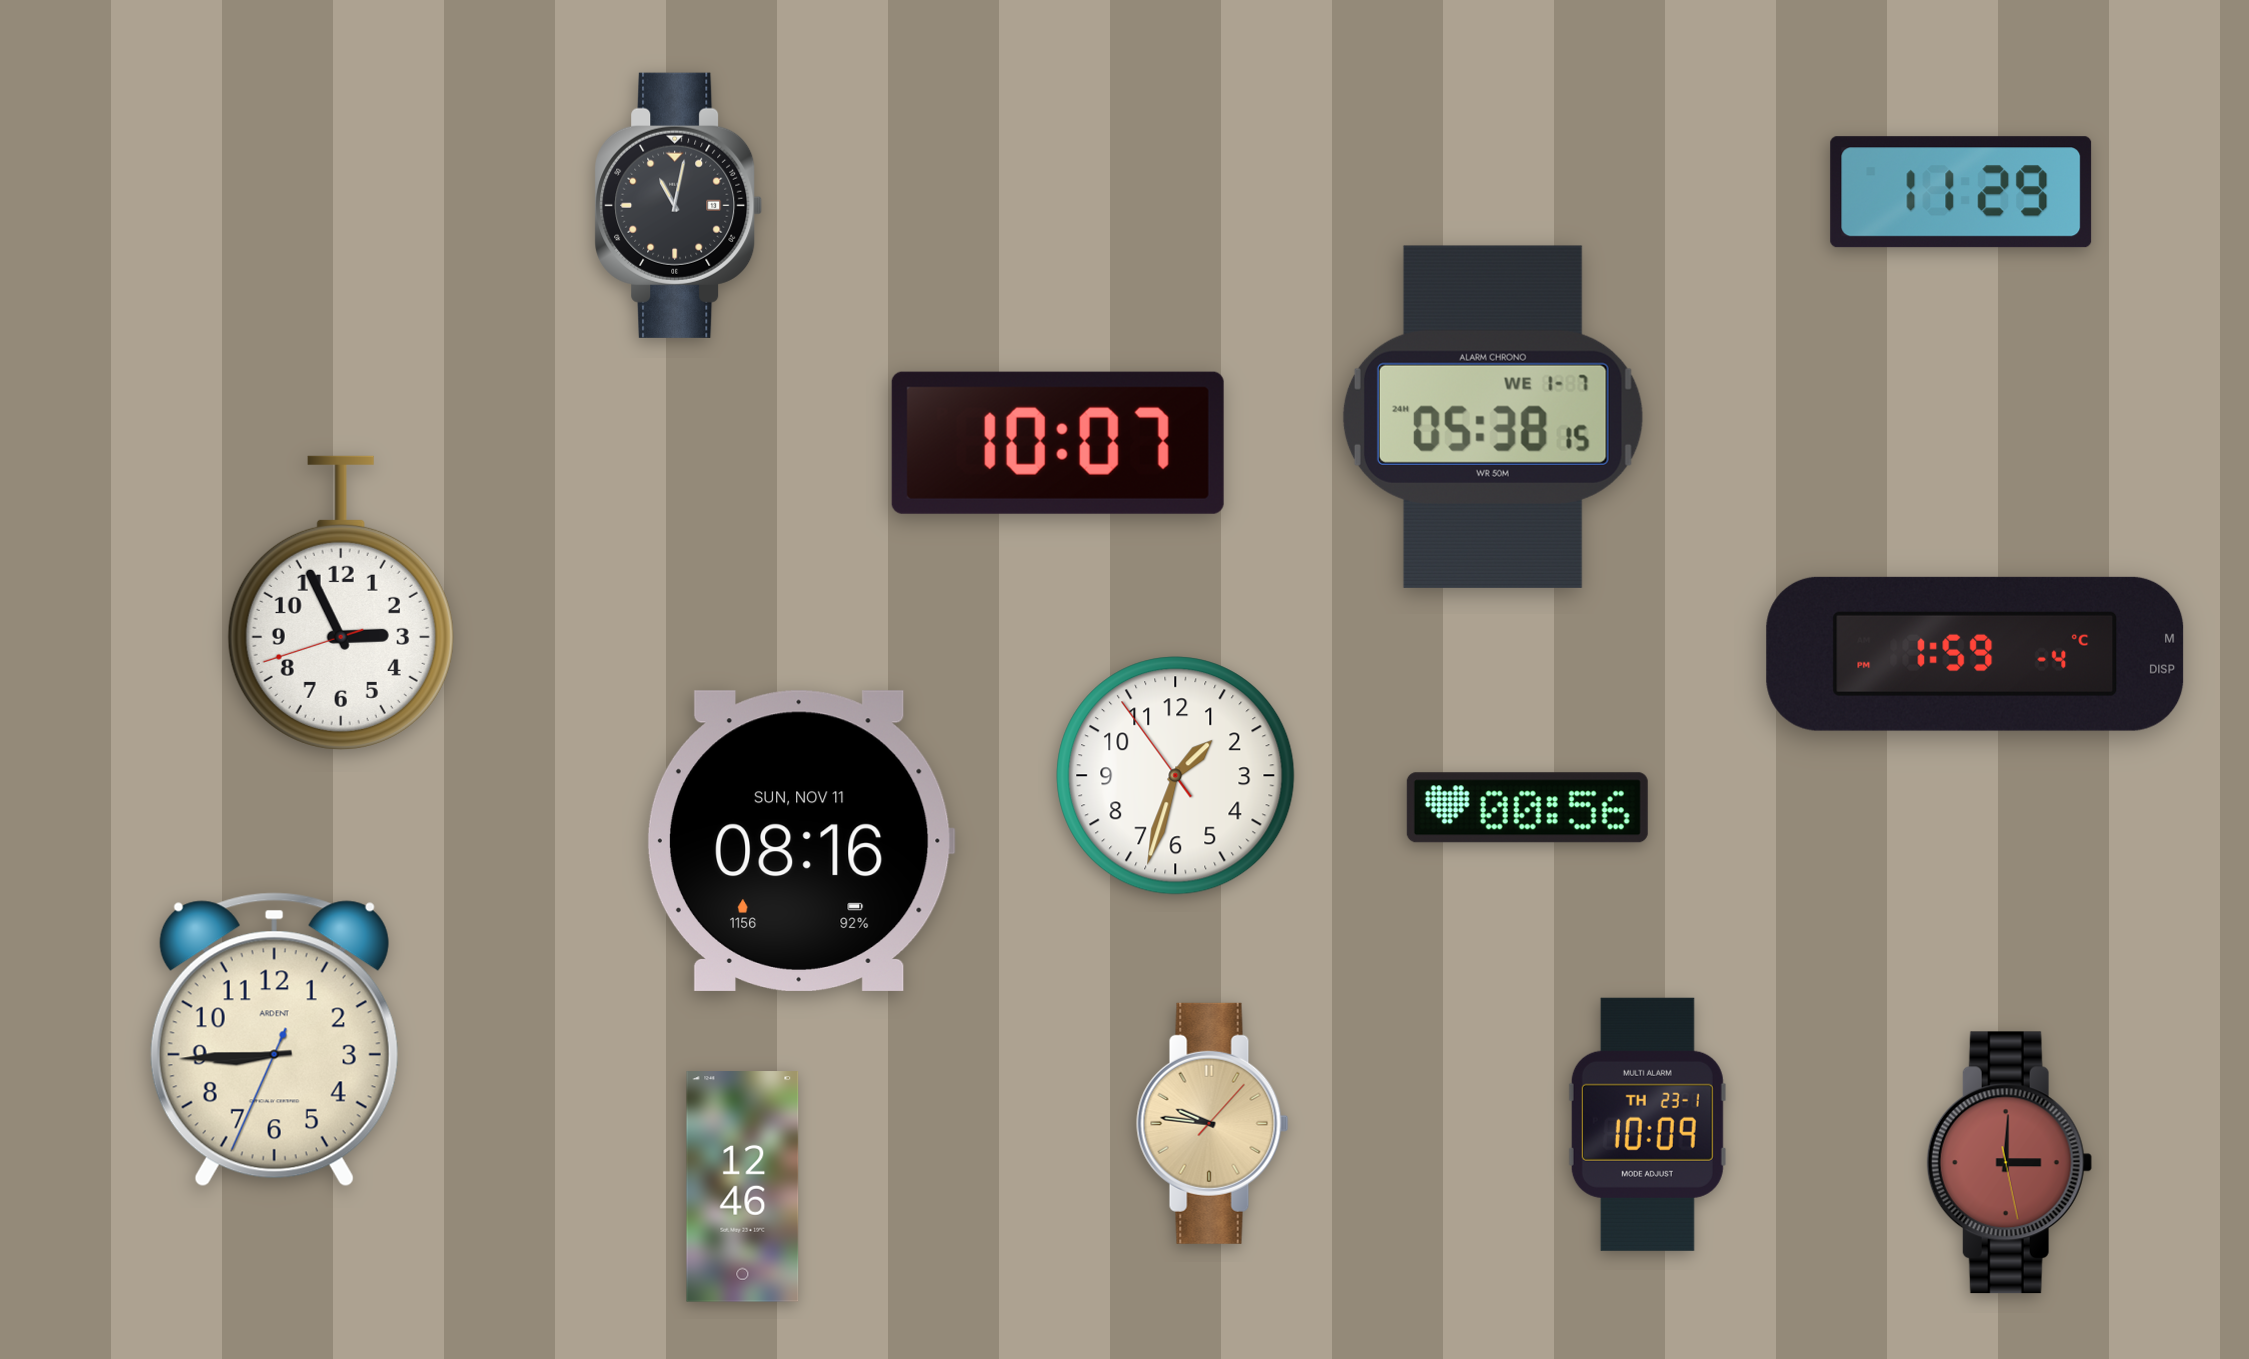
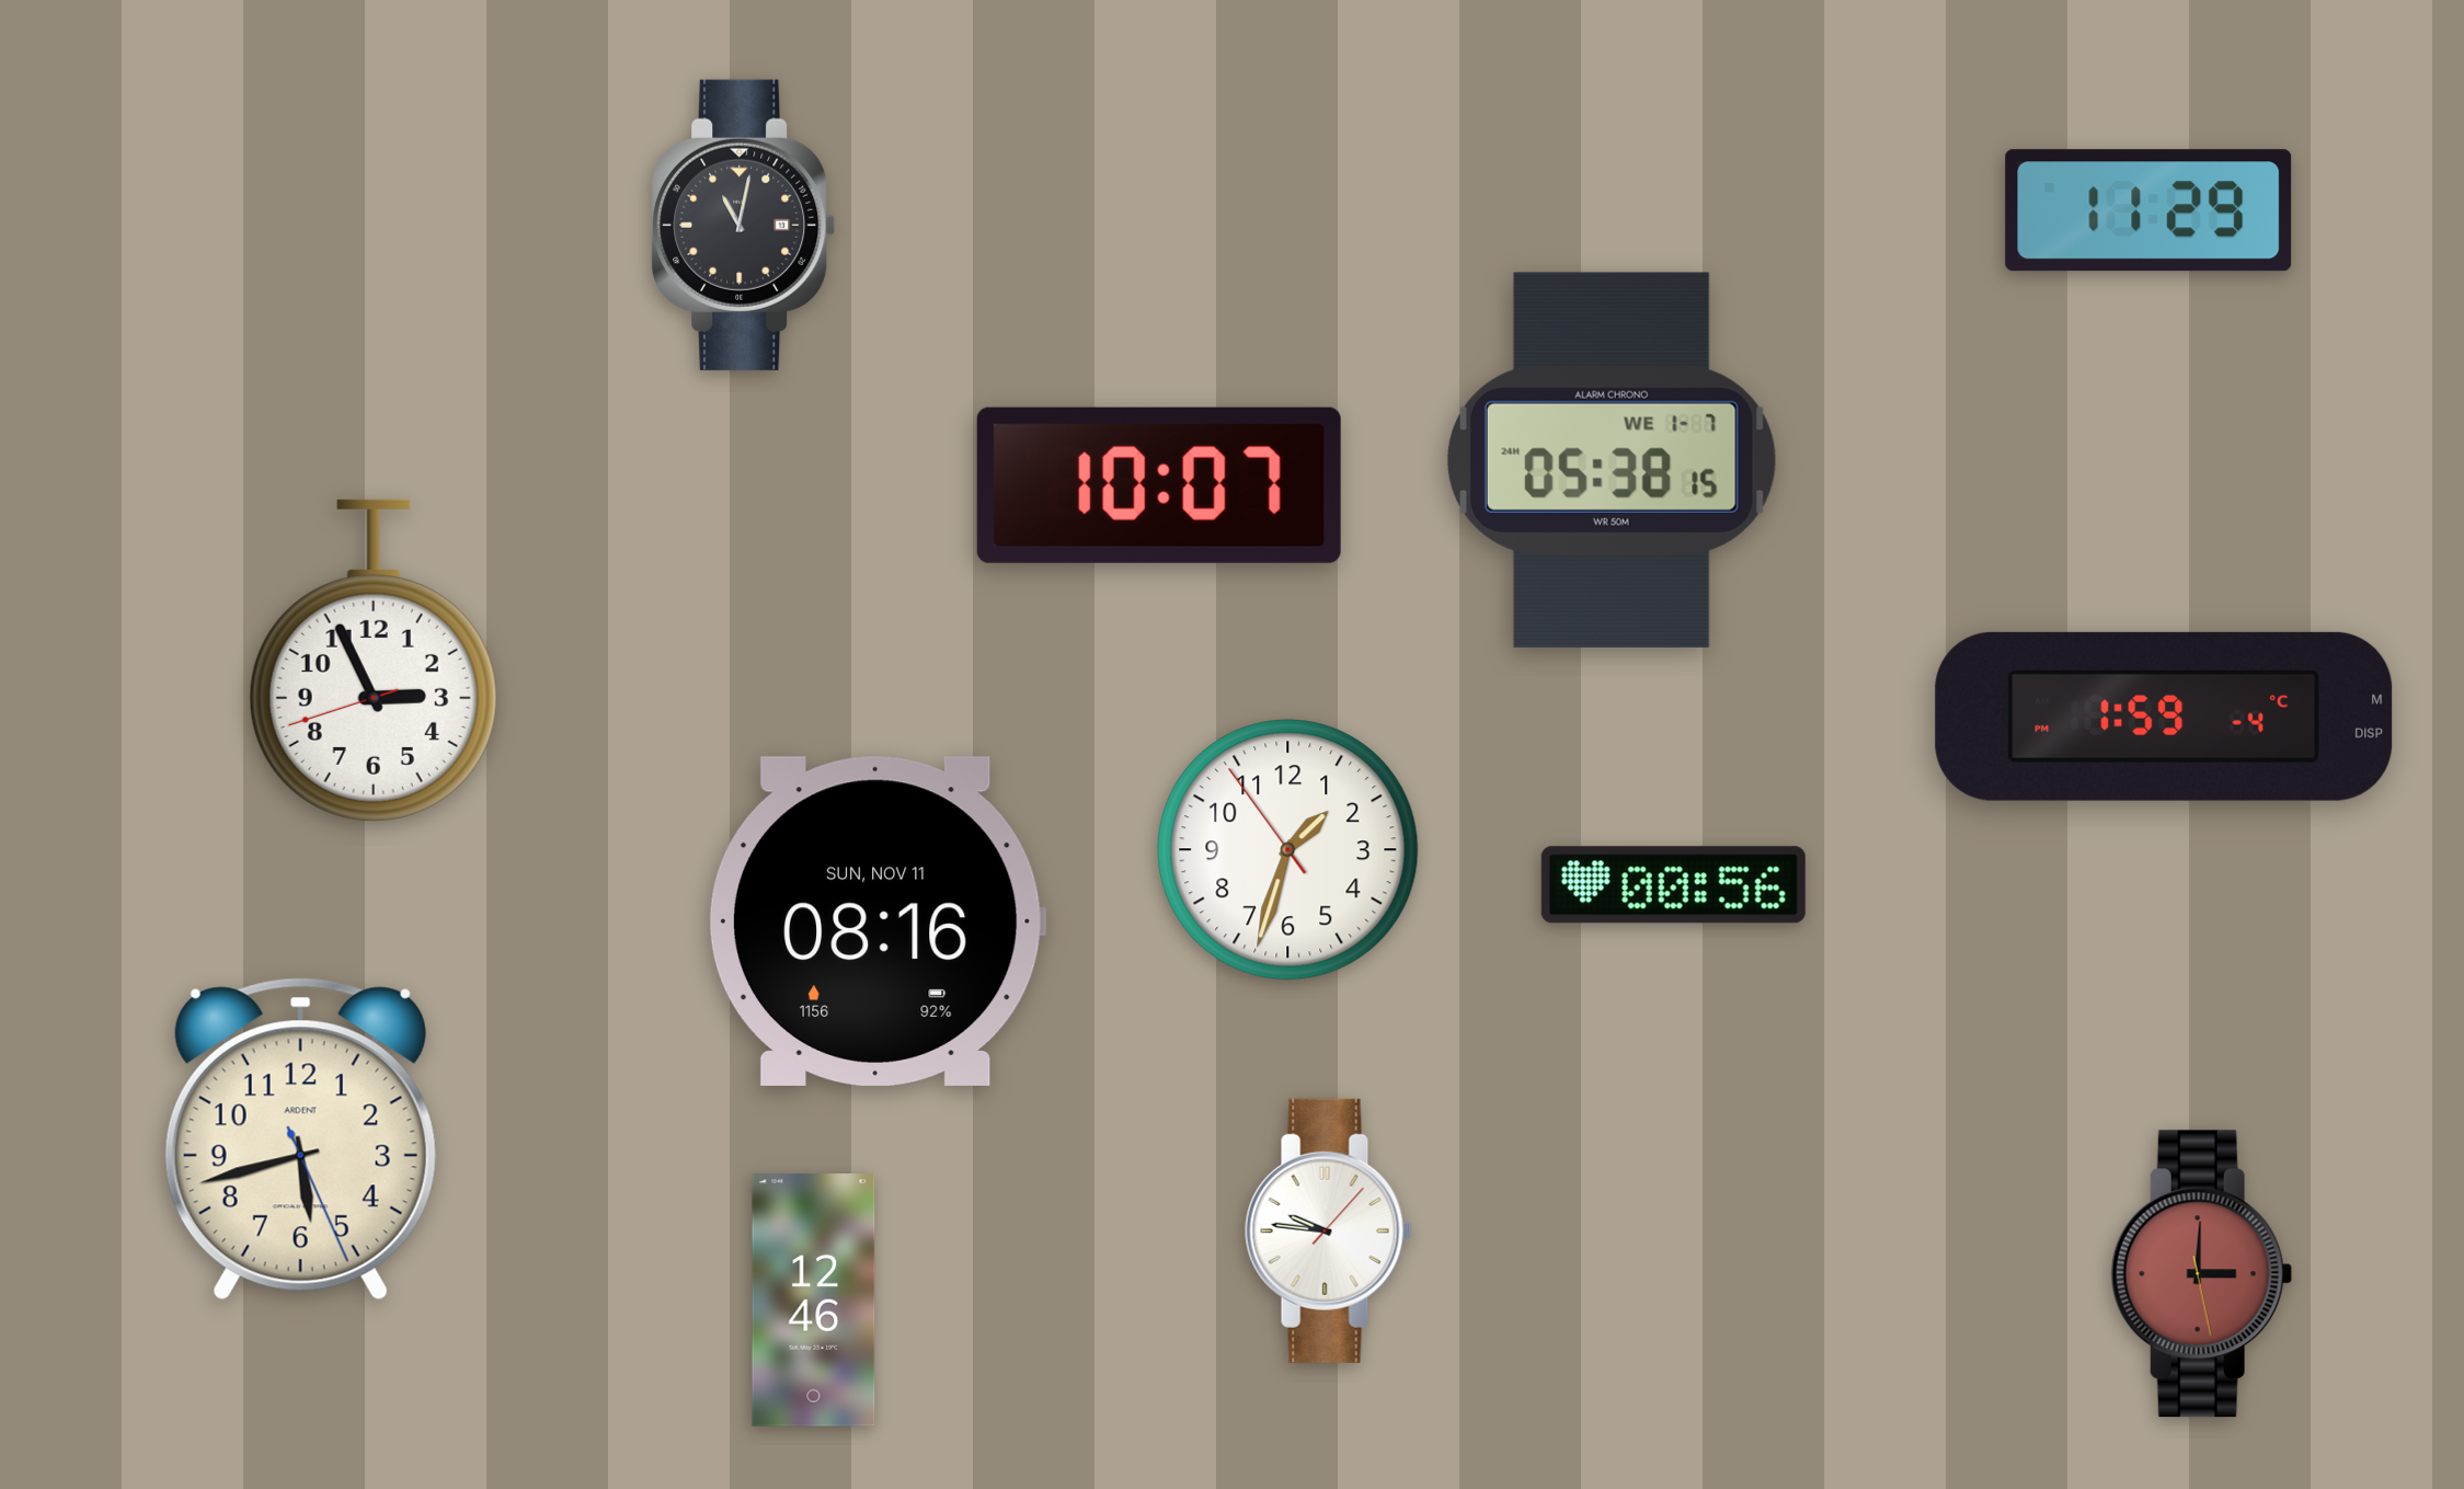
clock at (1493, 417) position: (1493, 417) -> (1612, 460)
clock at (274, 1040): 8:44 -> 5:42
clock at (1213, 1123) dial: champagne -> white
clock at (1647, 1124): 10:09 -> none
